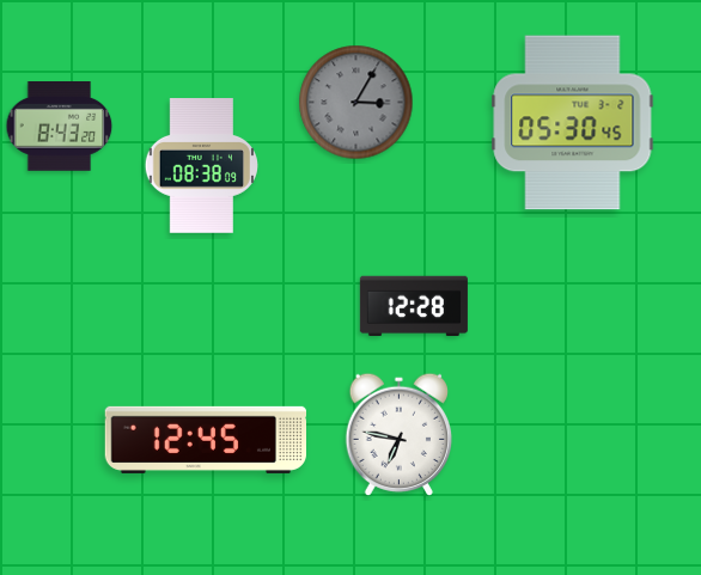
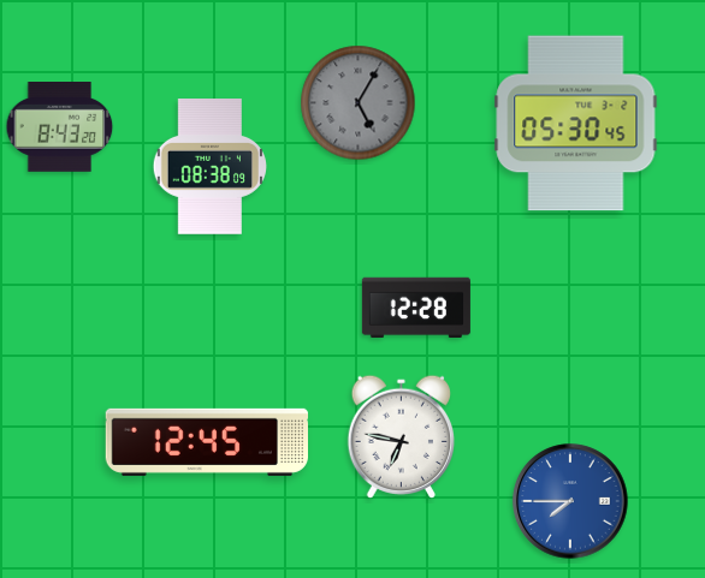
clock at (356, 103): 3:05 -> 5:05
clock at (201, 166) position: (201, 166) -> (209, 167)
clock at (570, 501): none -> 7:45
